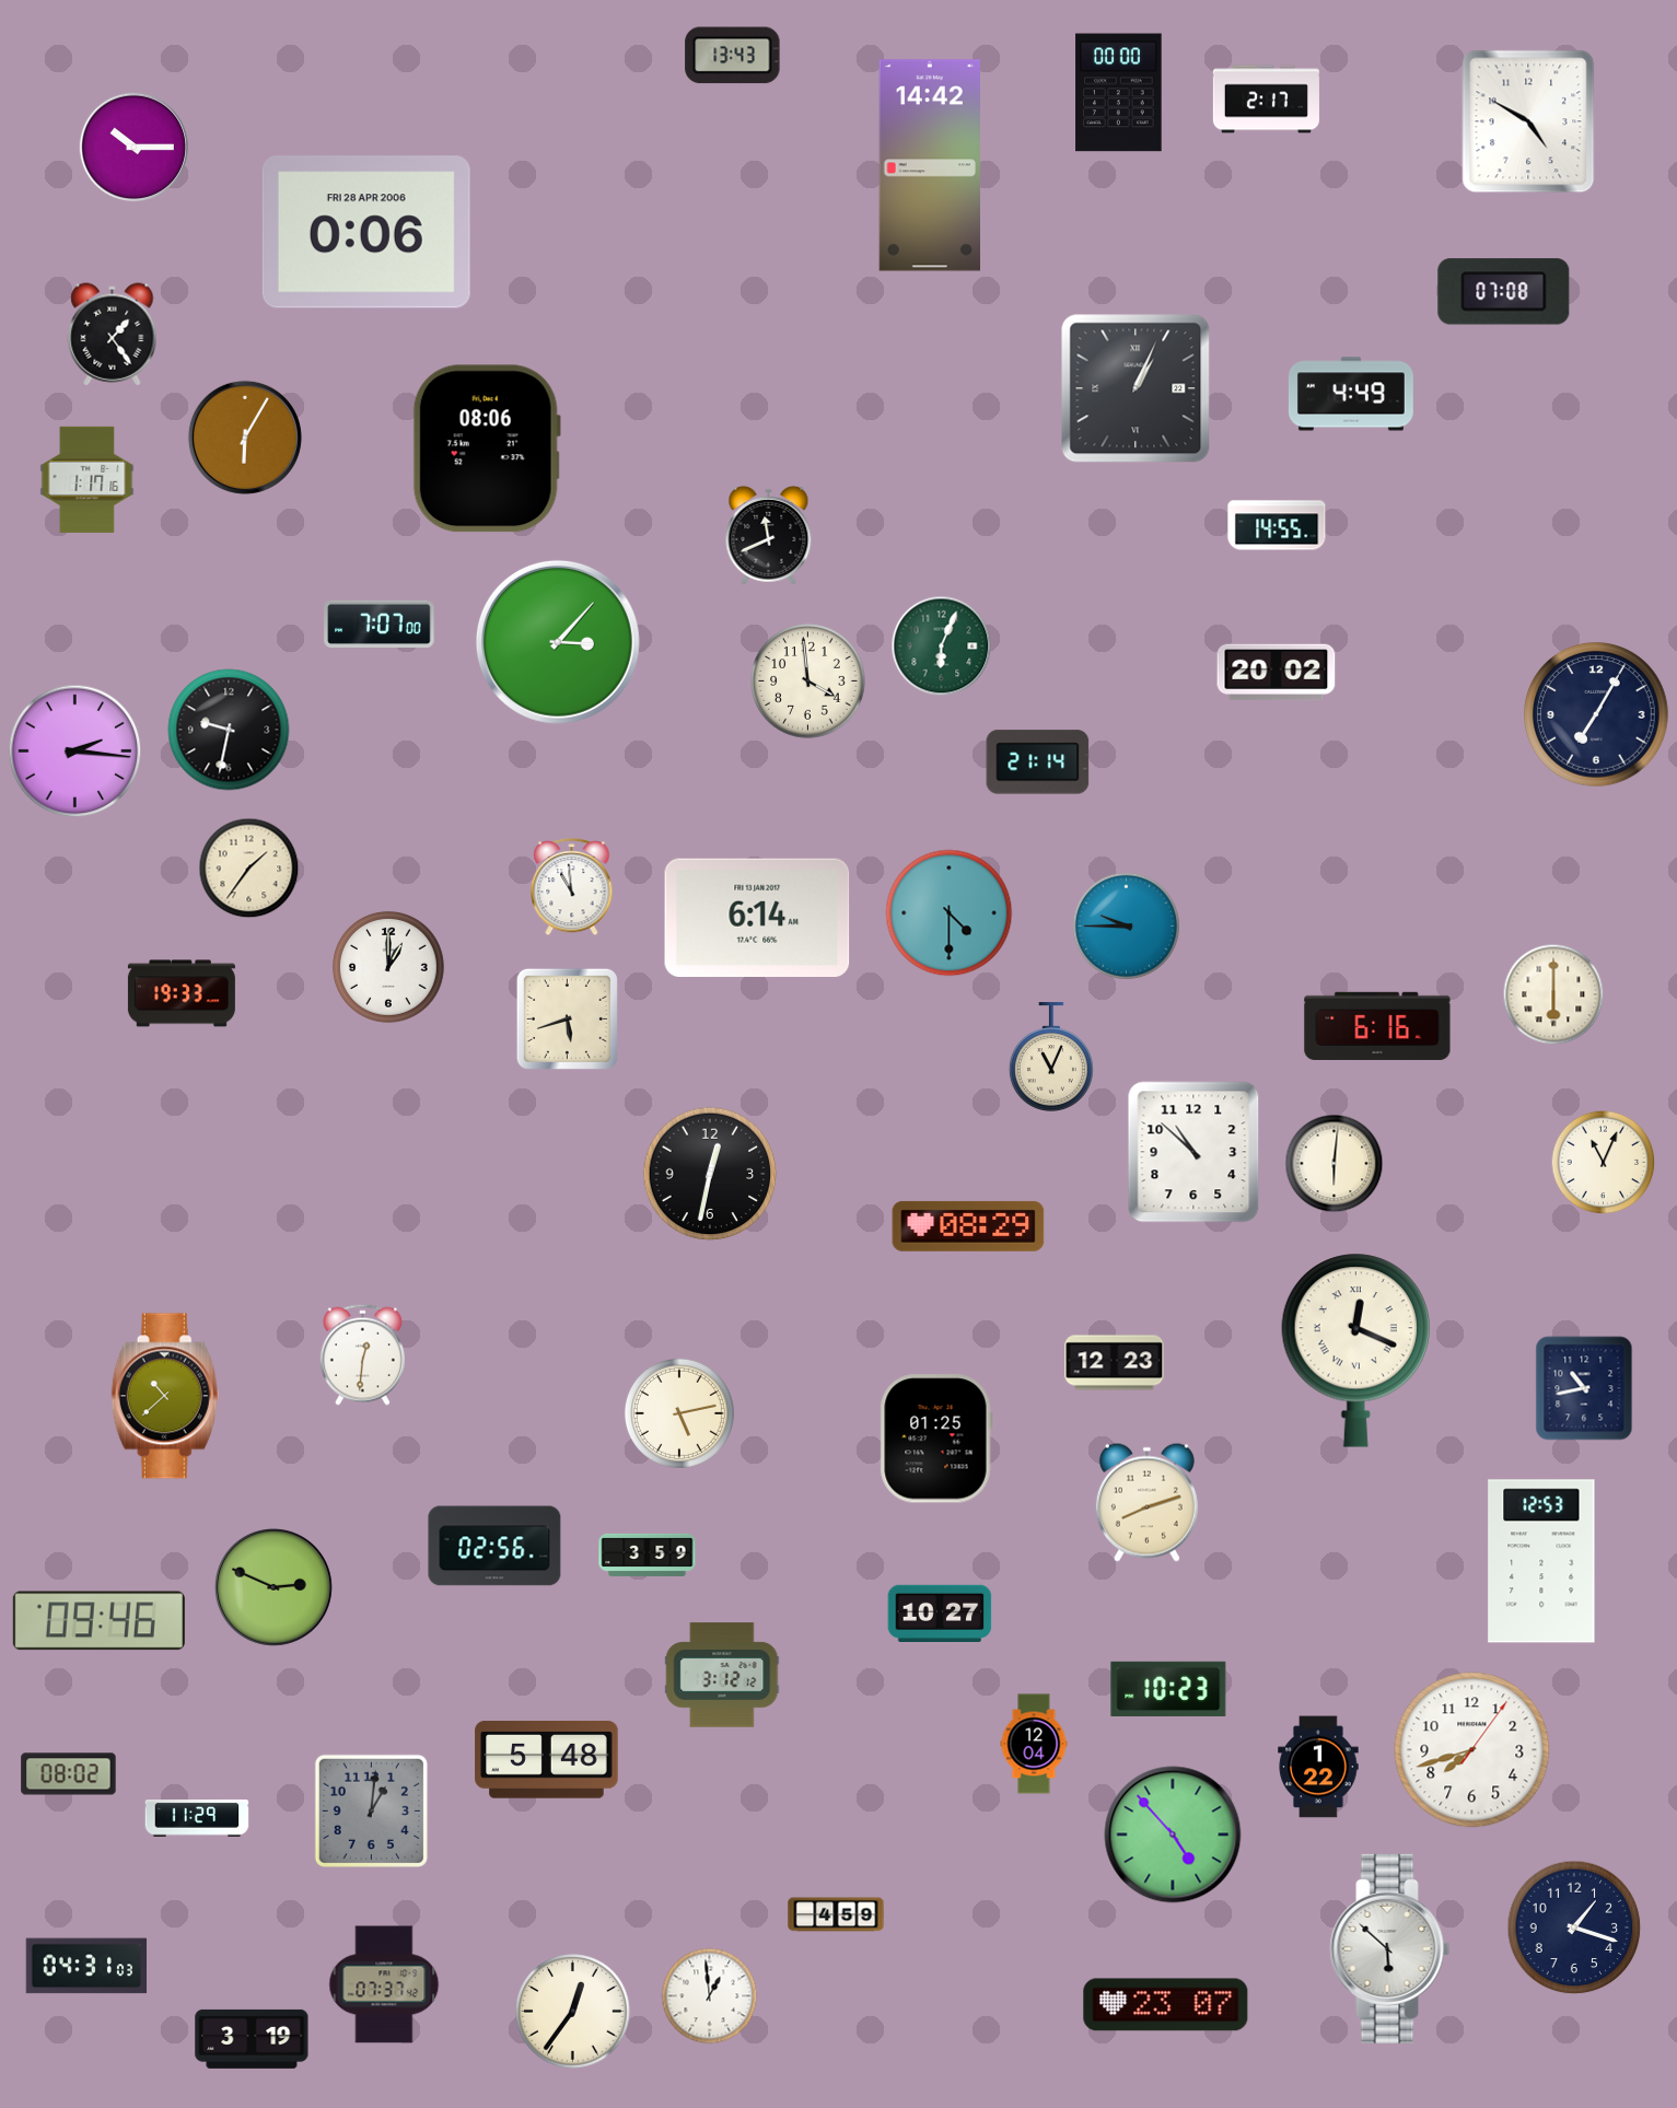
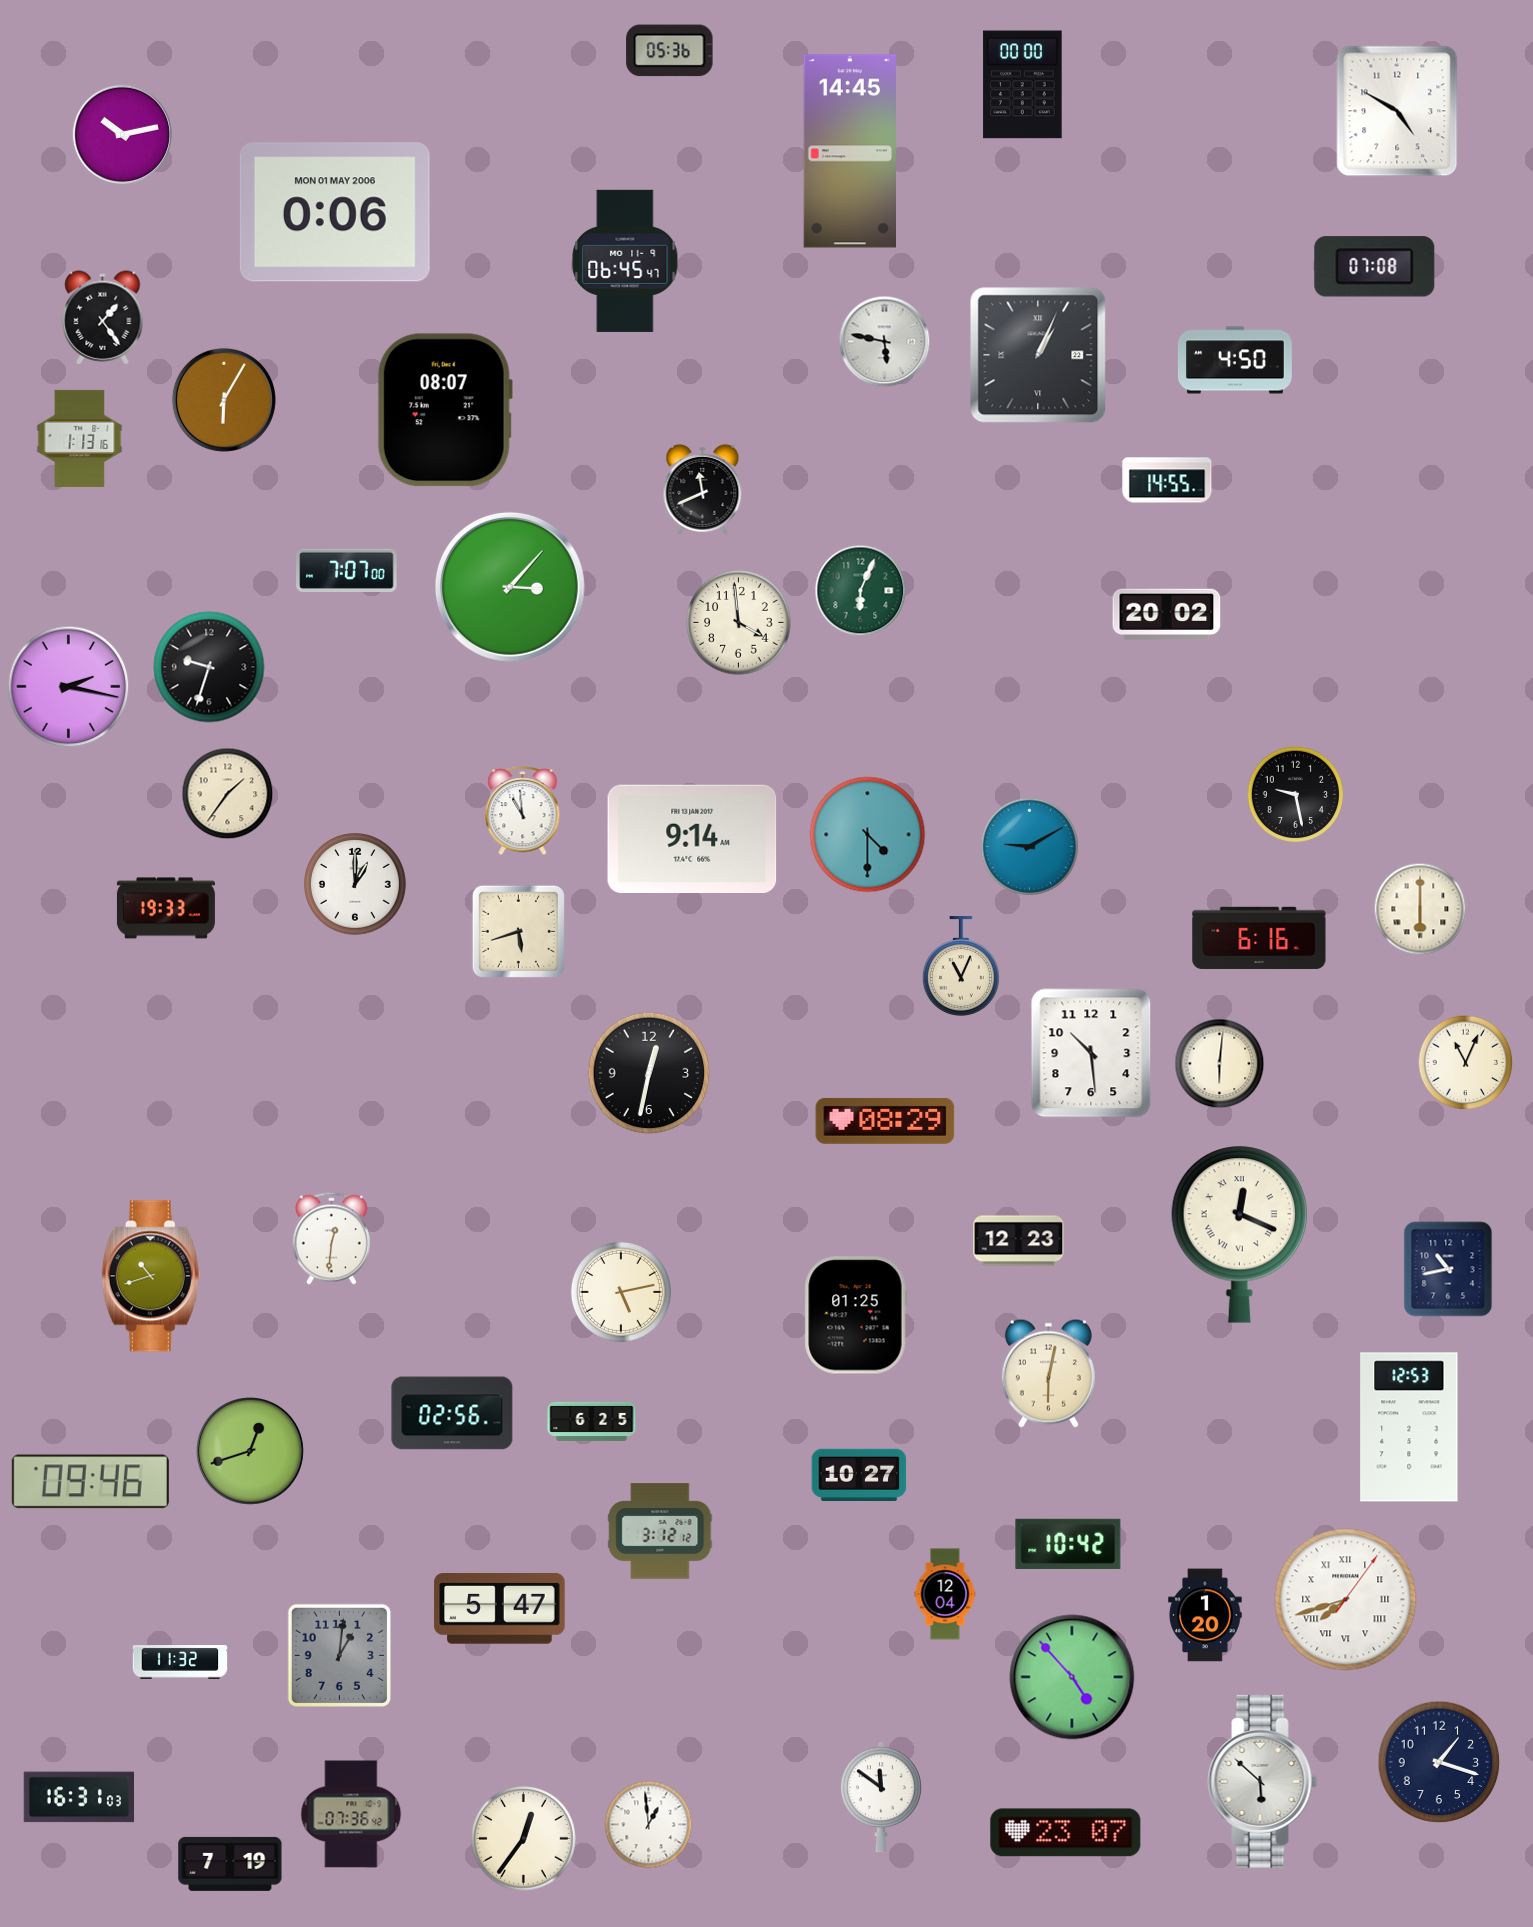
clock at (733, 56): 13:43 -> 05:36
clock at (1266, 100): 2:17 -> none
clock at (133, 147): 10:15 -> 10:13
clock at (929, 165): 14:42 -> 14:45
clock at (366, 232) date: FRI 28 APR 2006 -> MON 01 MAY 2006
clock at (625, 261): none -> 06:45
clock at (113, 335) position: (113, 335) -> (103, 318)
clock at (885, 342): none -> 5:47
clock at (1351, 394): 4:49 -> 4:50
clock at (487, 449): 08:06 -> 08:07
clock at (88, 479): 1:17 -> 1:13
clock at (1597, 715): 7:05 -> none
clock at (229, 730): 9:32 -> 9:33
clock at (75, 752): 2:16 -> 2:17
clock at (1038, 762): 21:14 -> none
clock at (1296, 795): none -> 9:28
clock at (757, 917): 6:14 -> 9:14
clock at (1126, 925): 9:45 -> 9:10
clock at (1193, 1152): 10:52 -> 10:29
clock at (1115, 1363) position: (1115, 1363) -> (1019, 1241)
clock at (165, 1396): 10:38 -> 10:42
clock at (1146, 1502): 8:12 -> 6:02
clock at (648, 1554): 3:59 -> 6:25
clock at (273, 1587): 2:49 -> 12:42
clock at (1168, 1689): 10:23 -> 10:42
clock at (1472, 1750) numerals: Arabic -> Roman
clock at (547, 1760): 5:48 -> 5:47
clock at (1318, 1767): 1:22 -> 1:20
clock at (69, 1774): 08:02 -> none
clock at (197, 1818): 11:29 -> 11:32
clock at (836, 1914): 4:59 -> none
clock at (1390, 1948) position: (1390, 1948) -> (1263, 1781)
clock at (86, 1966): 04:31 -> 16:31
clock at (881, 1797): none -> 11:51
clock at (384, 1984): 07:37 -> 07:36
clock at (252, 2039): 3:19 -> 7:19
